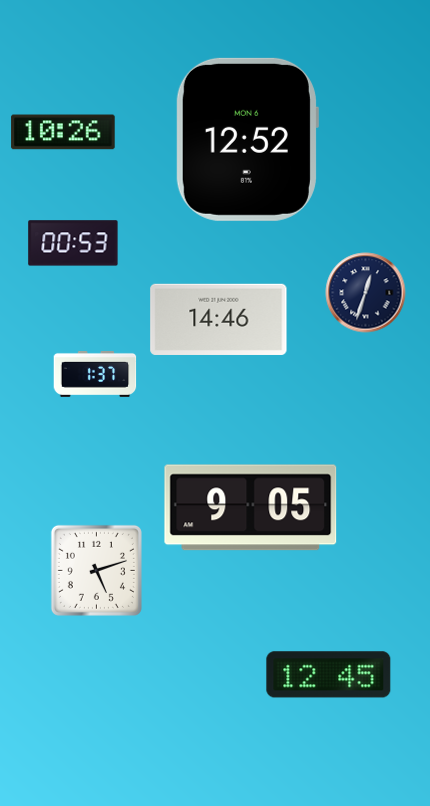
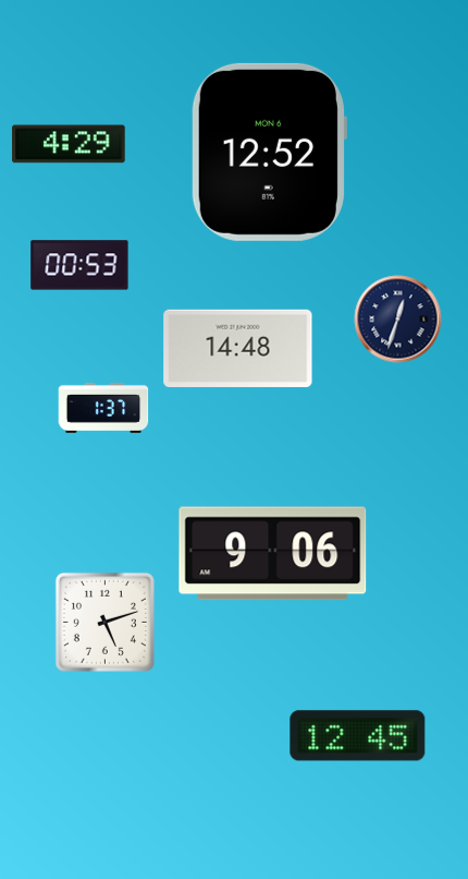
clock at (63, 132): 10:26 -> 4:29
clock at (219, 319): 14:46 -> 14:48
clock at (251, 508): 9:05 -> 9:06
